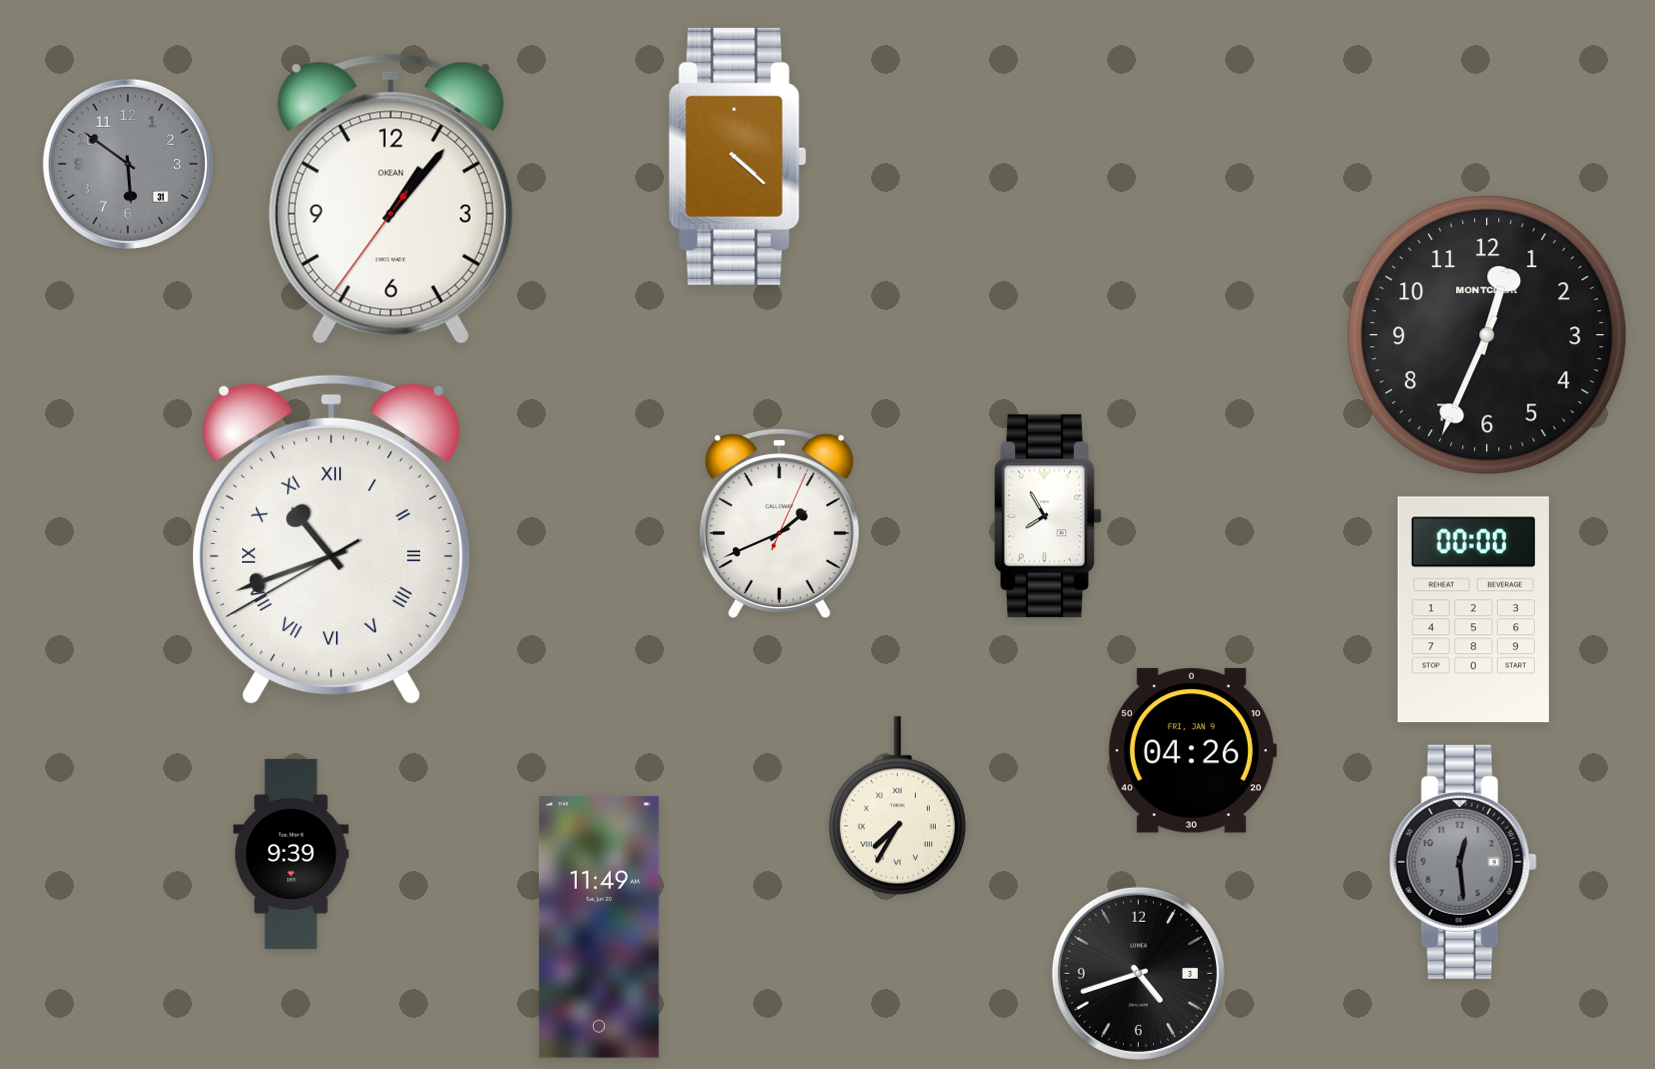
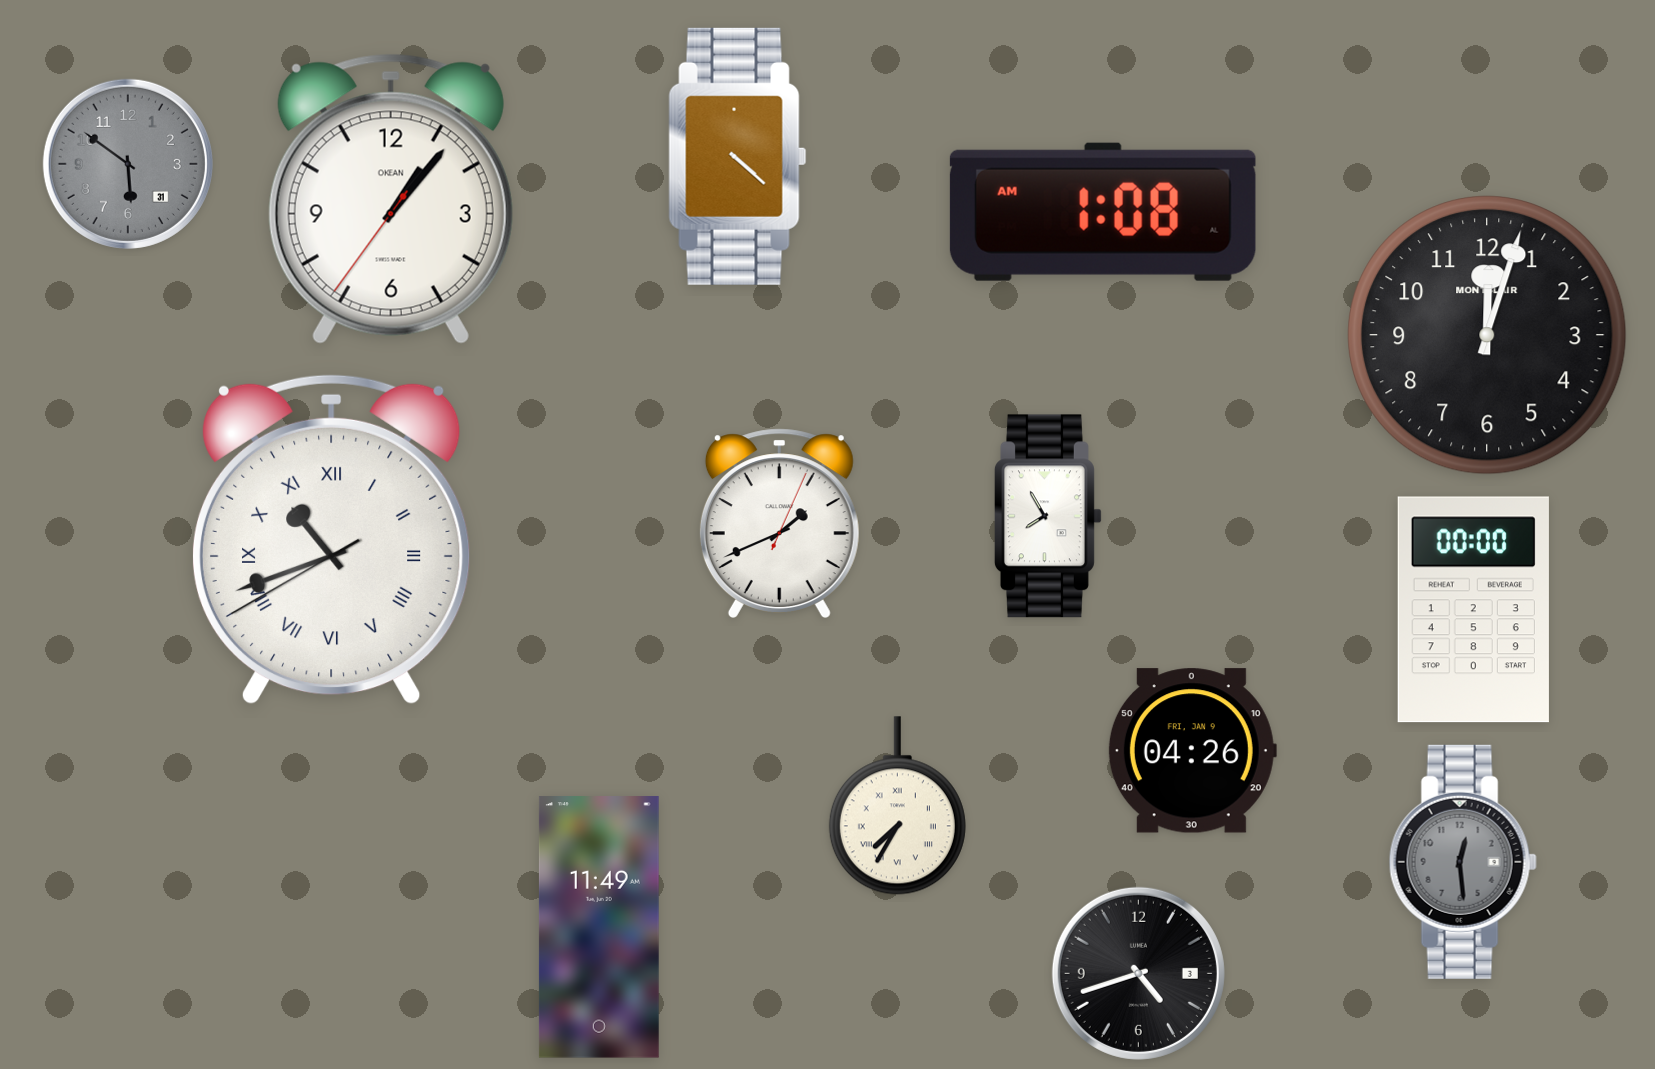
clock at (1103, 212): none -> 1:08
clock at (1487, 335): 12:34 -> 12:03
clock at (291, 854): 9:39 -> none
